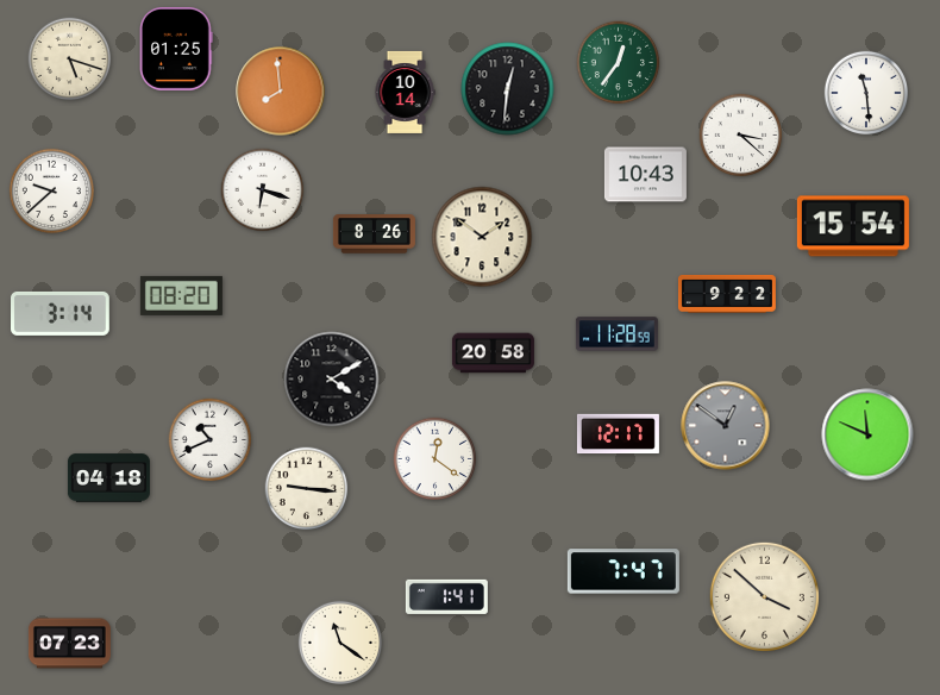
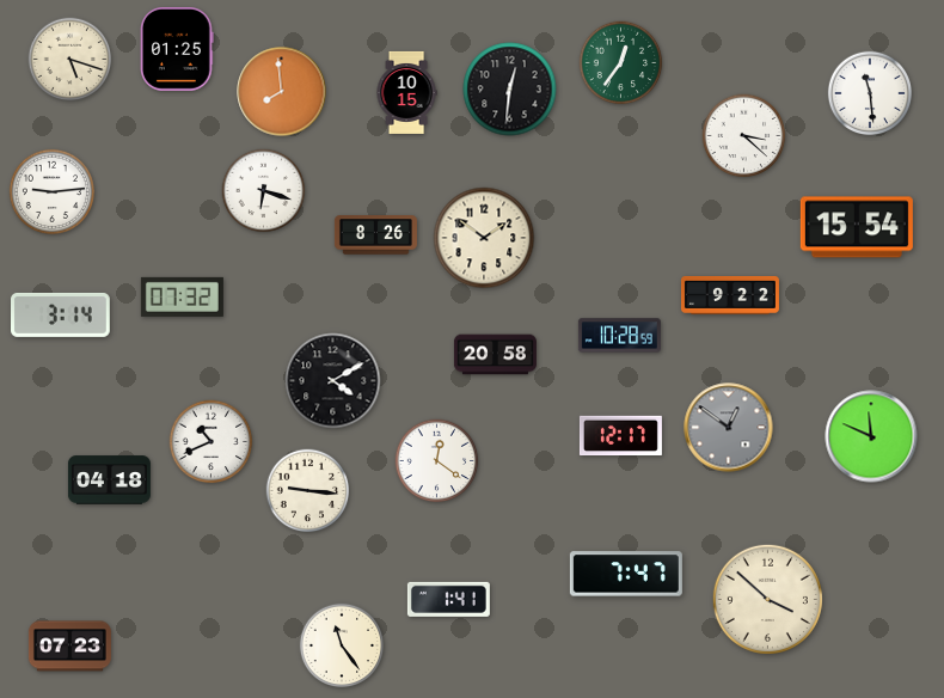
clock at (405, 92): 10:14 -> 10:15
clock at (645, 175): 10:43 -> none
clock at (51, 190): 9:38 -> 9:14
clock at (181, 295): 08:20 -> 07:32
clock at (616, 334): 11:28 -> 10:28
clock at (340, 643): 11:21 -> 11:24
